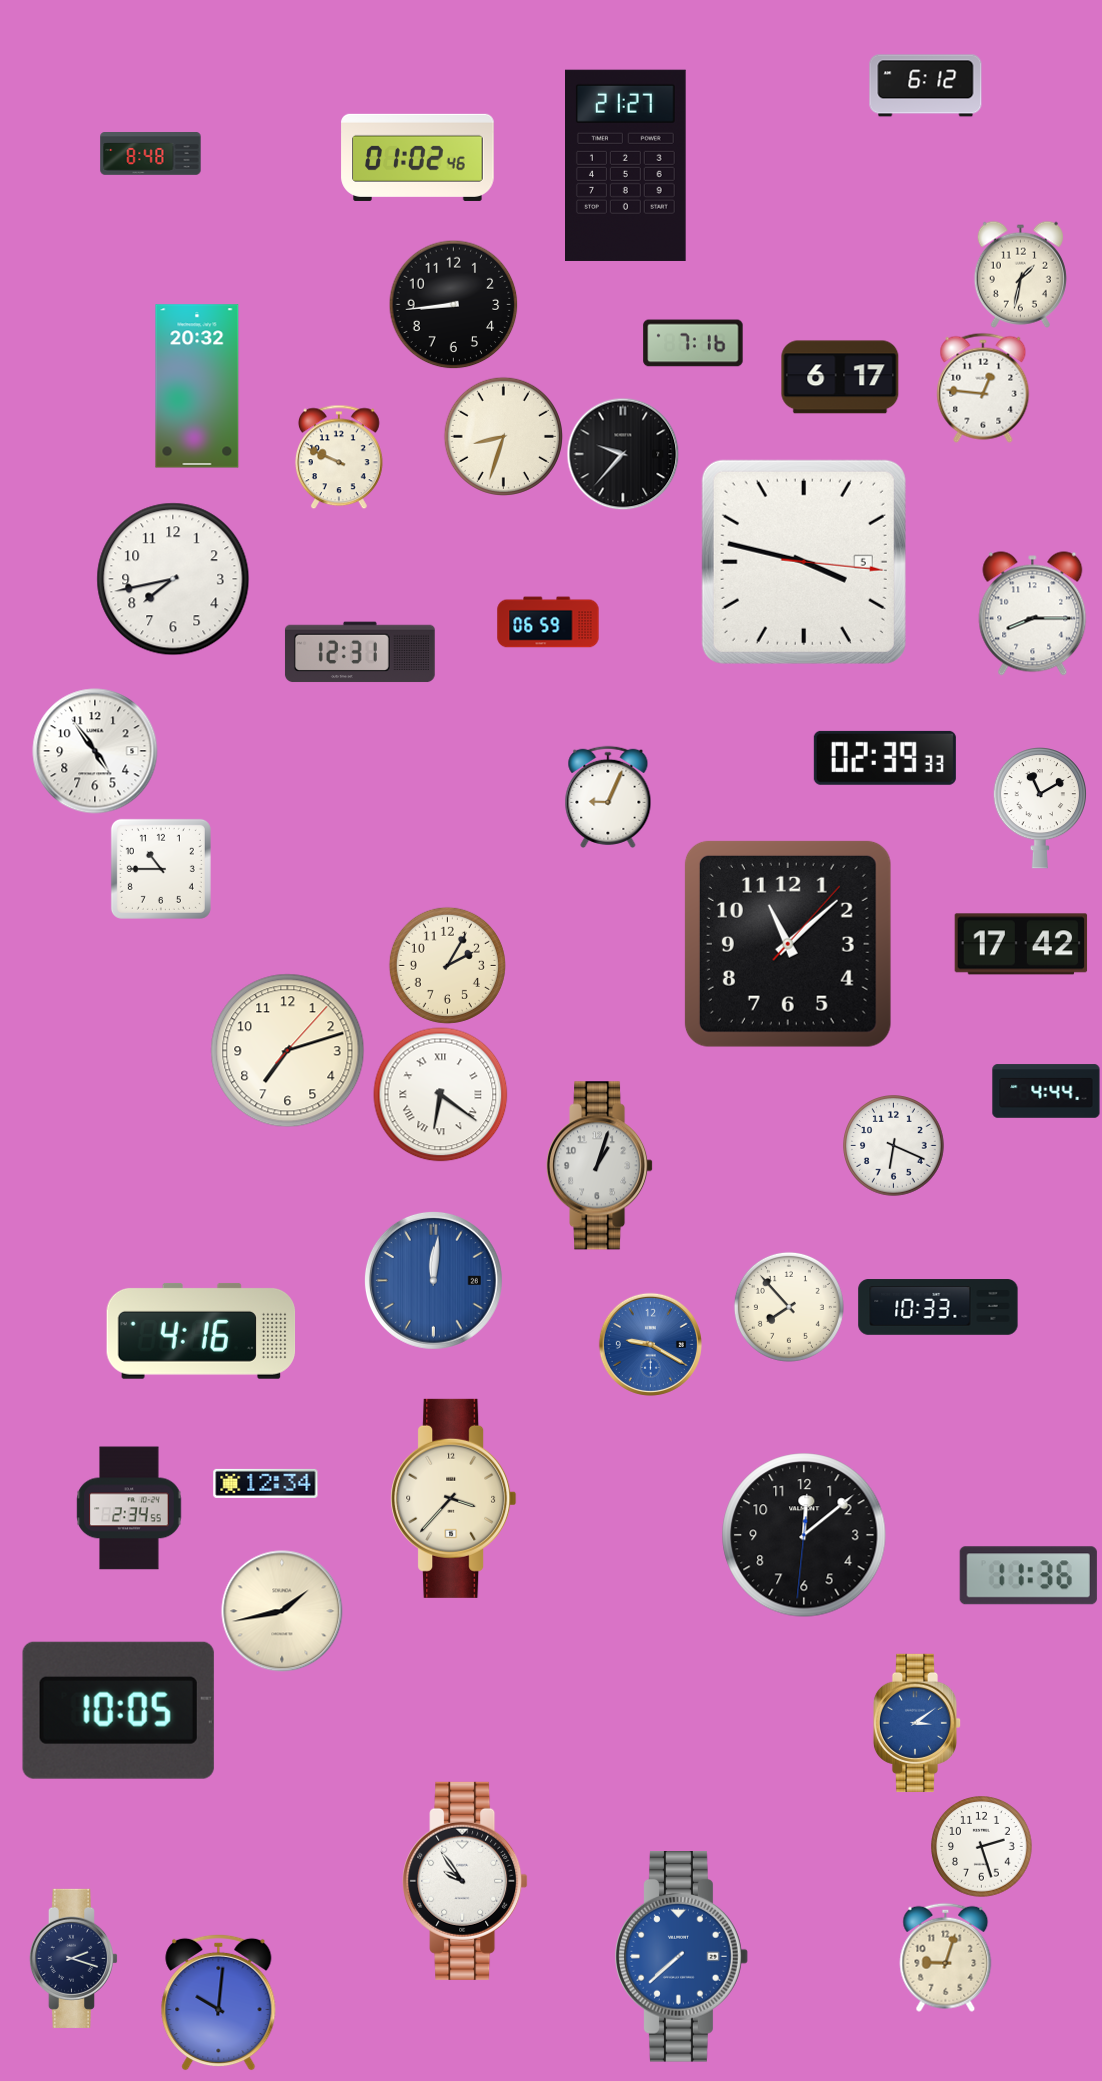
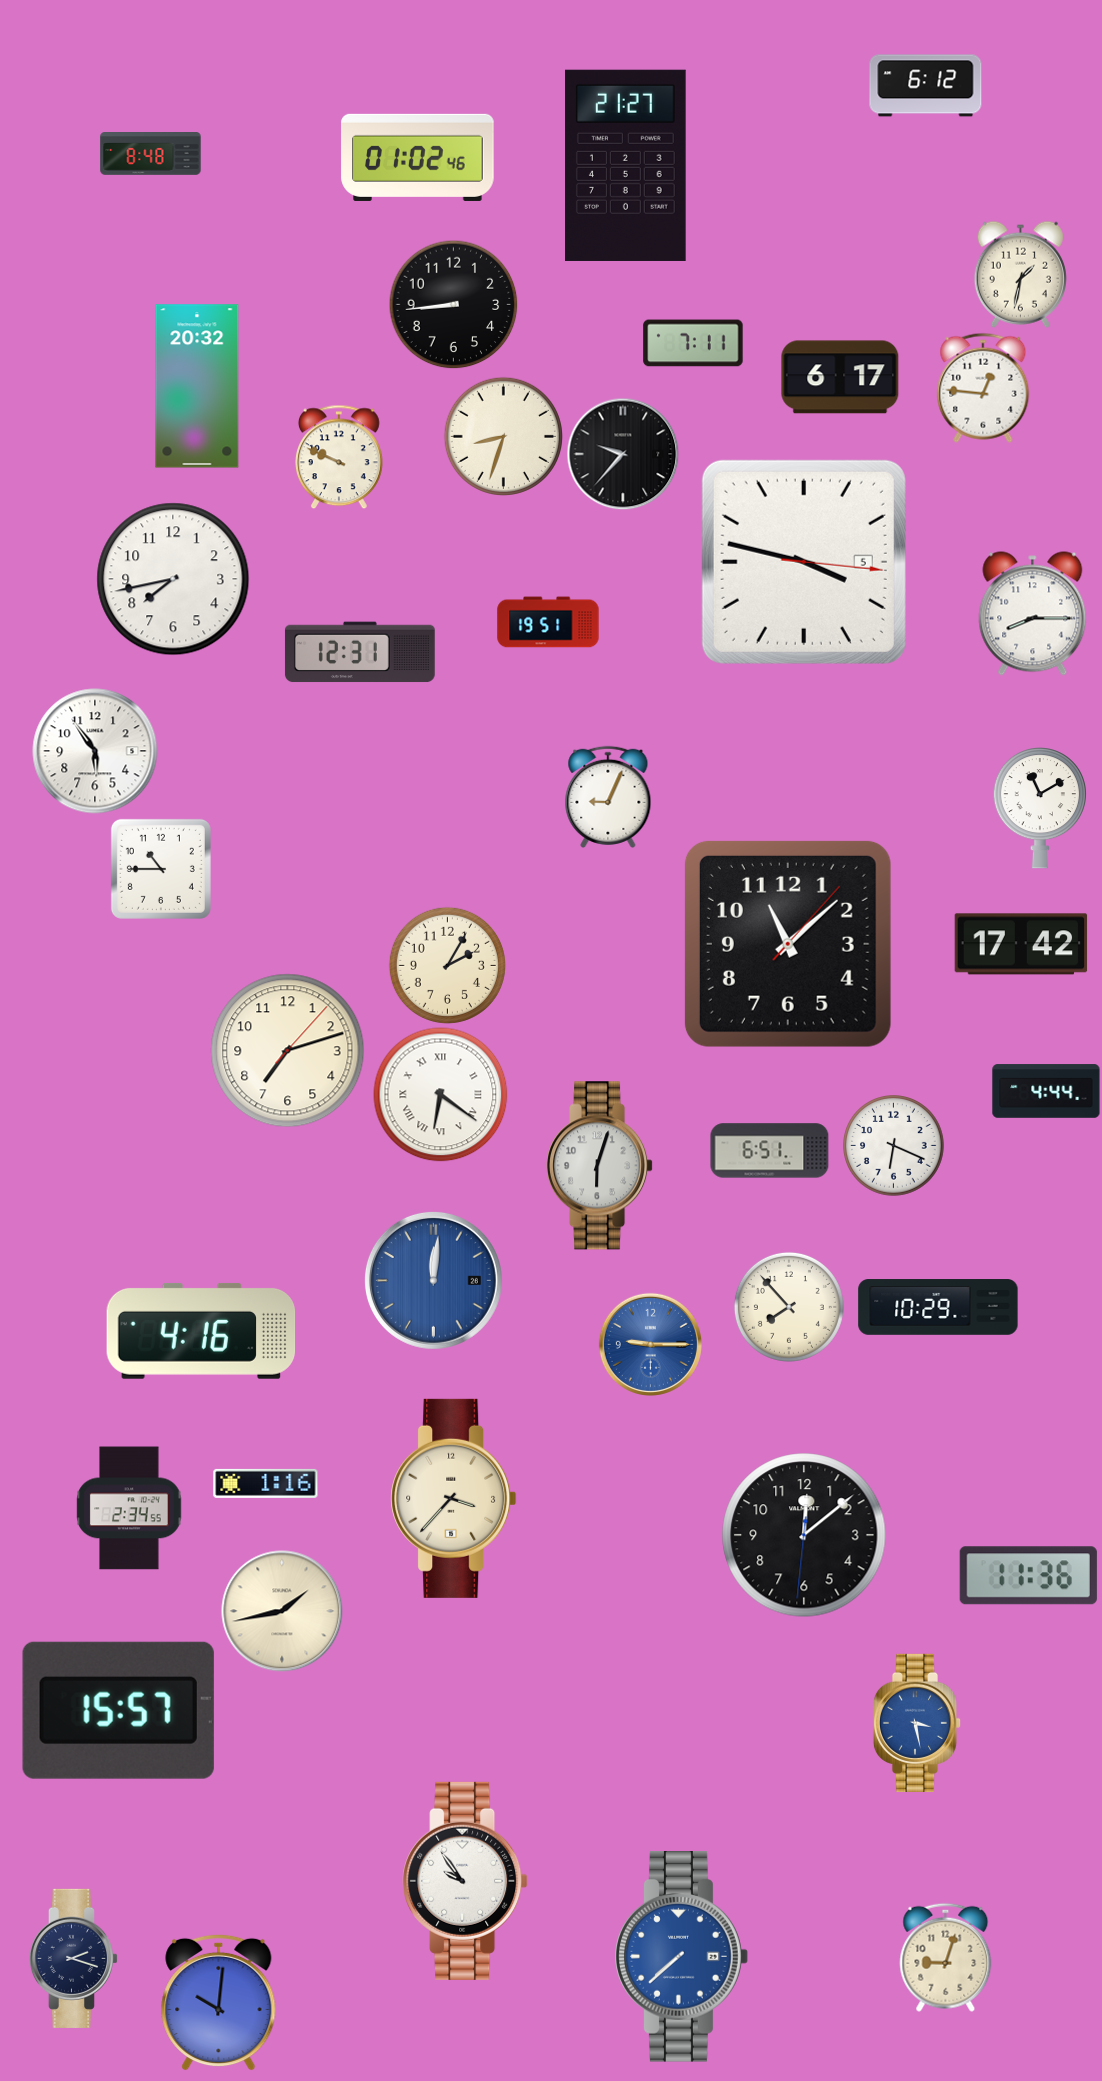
clock at (693, 343): 7:16 -> 7:11
clock at (548, 622): 06:59 -> 19:51
clock at (95, 751): 4:54 -> 5:54
clock at (885, 758): 02:39 -> none
clock at (770, 1151): none -> 6:51
clock at (601, 1166): 1:03 -> 6:03
clock at (938, 1307): 10:33 -> 10:29
clock at (650, 1344): 9:20 -> 9:15
clock at (266, 1483): 12:34 -> 1:16
clock at (118, 1710): 10:05 -> 15:57
clock at (917, 1723): 3:09 -> 3:28
clock at (982, 1847): 2:27 -> none
